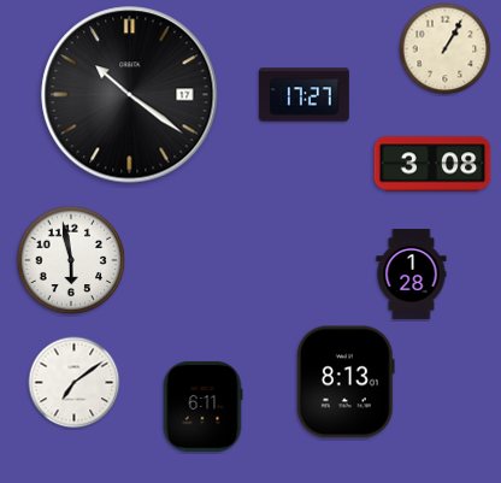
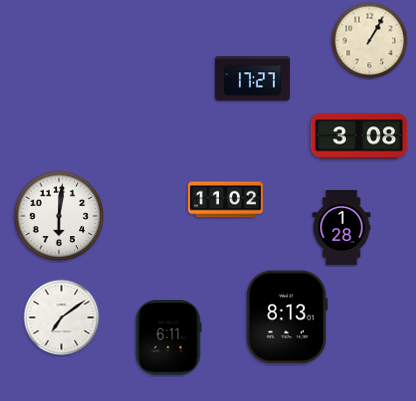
clock at (130, 95): 10:21 -> none
clock at (225, 200): none -> 11:02
clock at (71, 260): 5:58 -> 6:01
